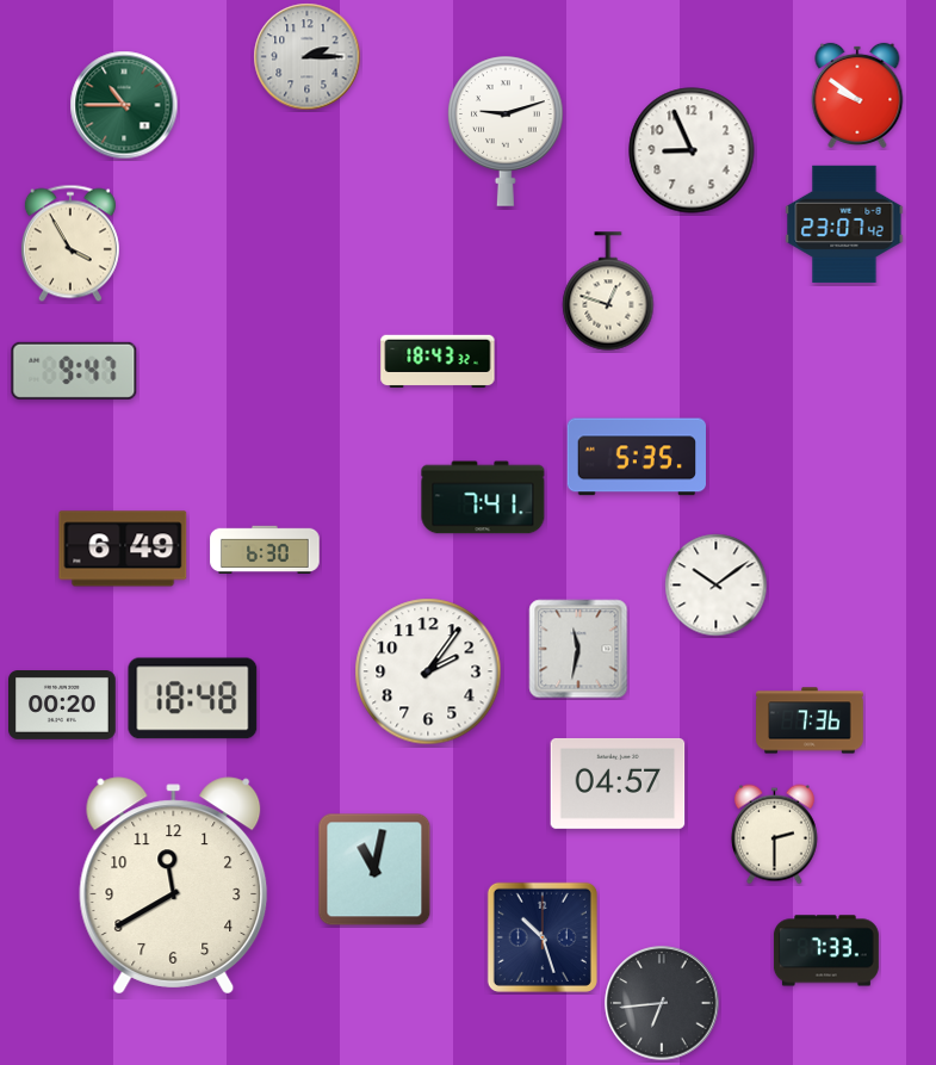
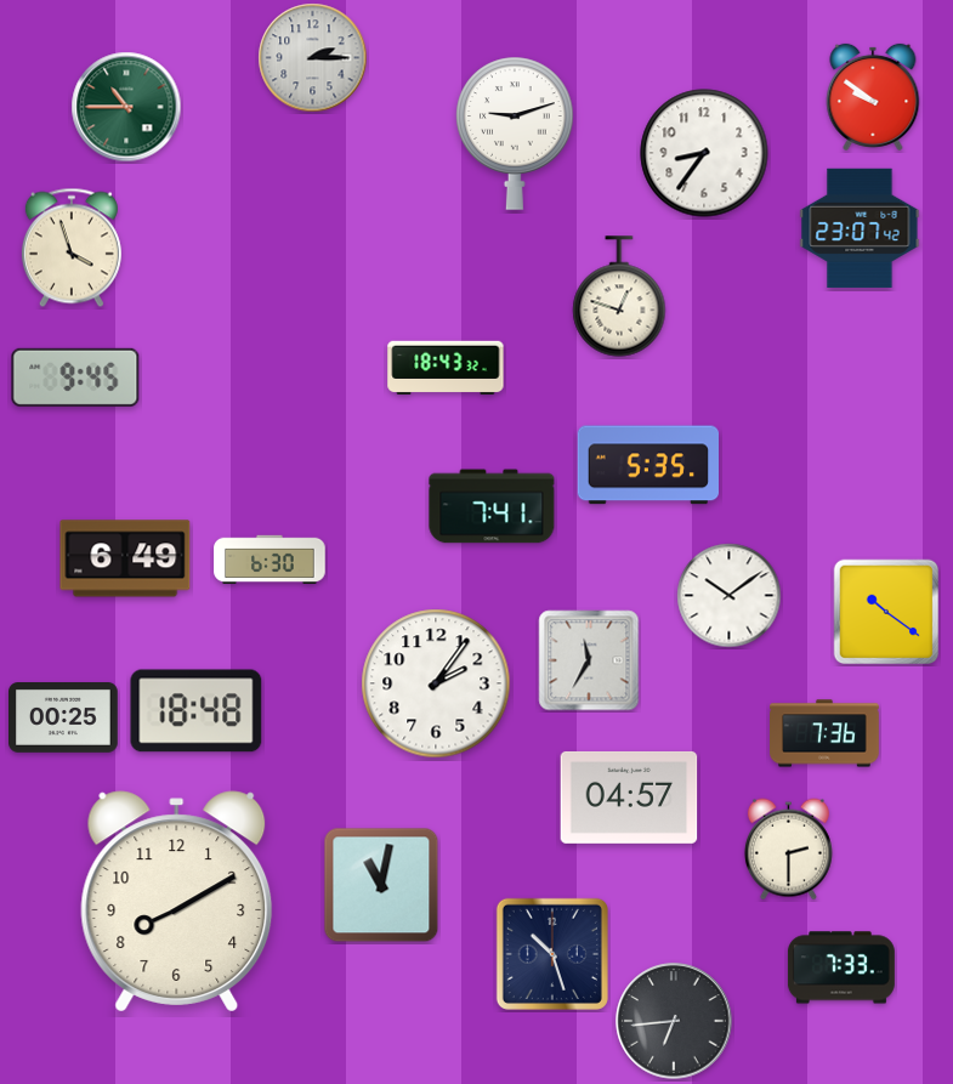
clock at (692, 150): 8:56 -> 8:36
clock at (70, 243): 3:55 -> 3:57
clock at (74, 371): 9:47 -> 9:45
clock at (886, 612): none -> 10:21
clock at (578, 649): 11:32 -> 11:35
clock at (63, 706): 00:20 -> 00:25
clock at (174, 886): 11:40 -> 8:10
